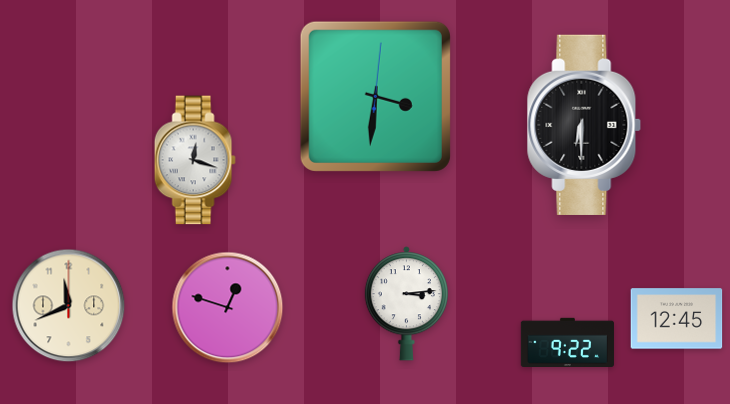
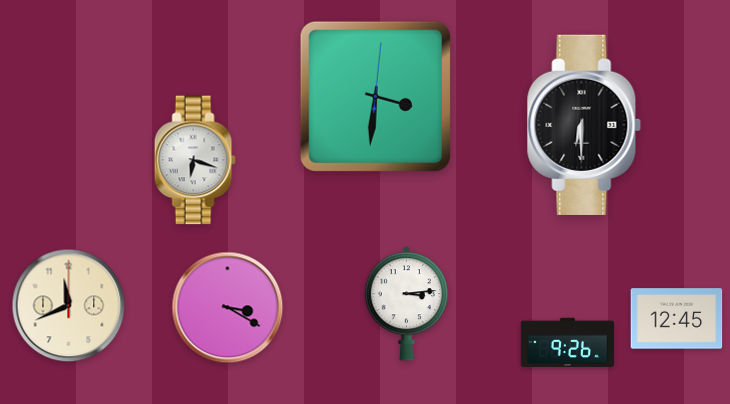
clock at (195, 160): 12:18 -> 6:18
clock at (228, 308): 12:48 -> 3:20
clock at (567, 342): 9:22 -> 9:26
